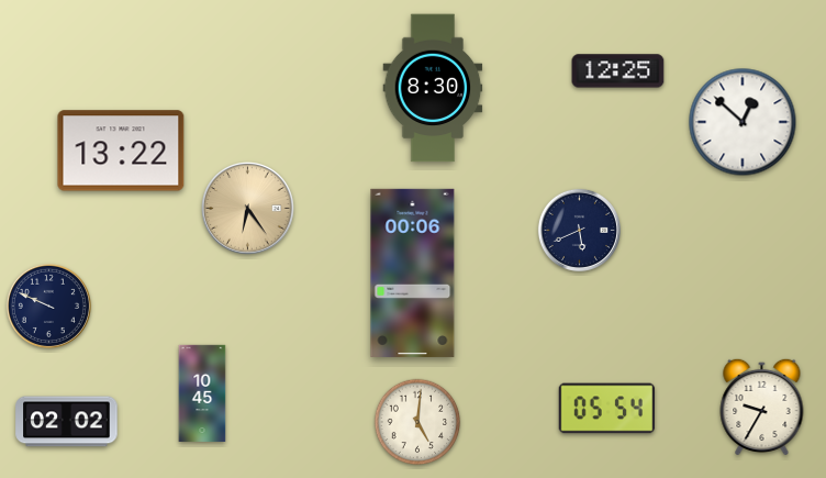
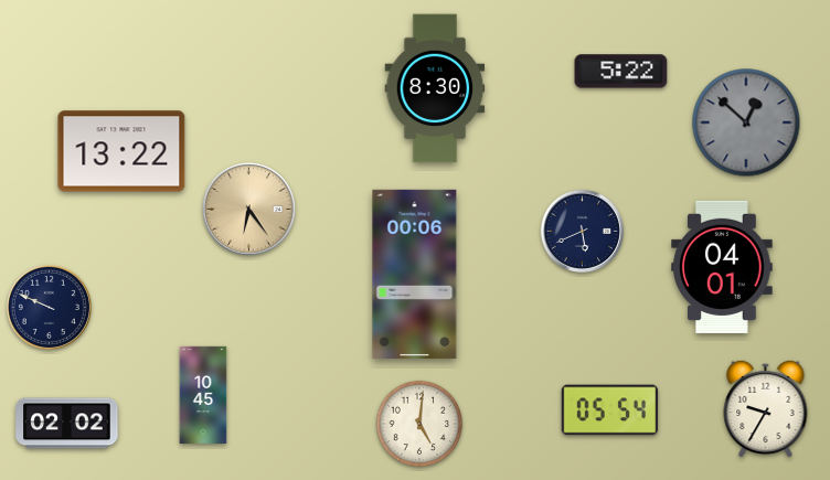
clock at (618, 71): 12:25 -> 5:22
clock at (743, 122) dial: white -> grey
clock at (722, 267): none -> 04:01
